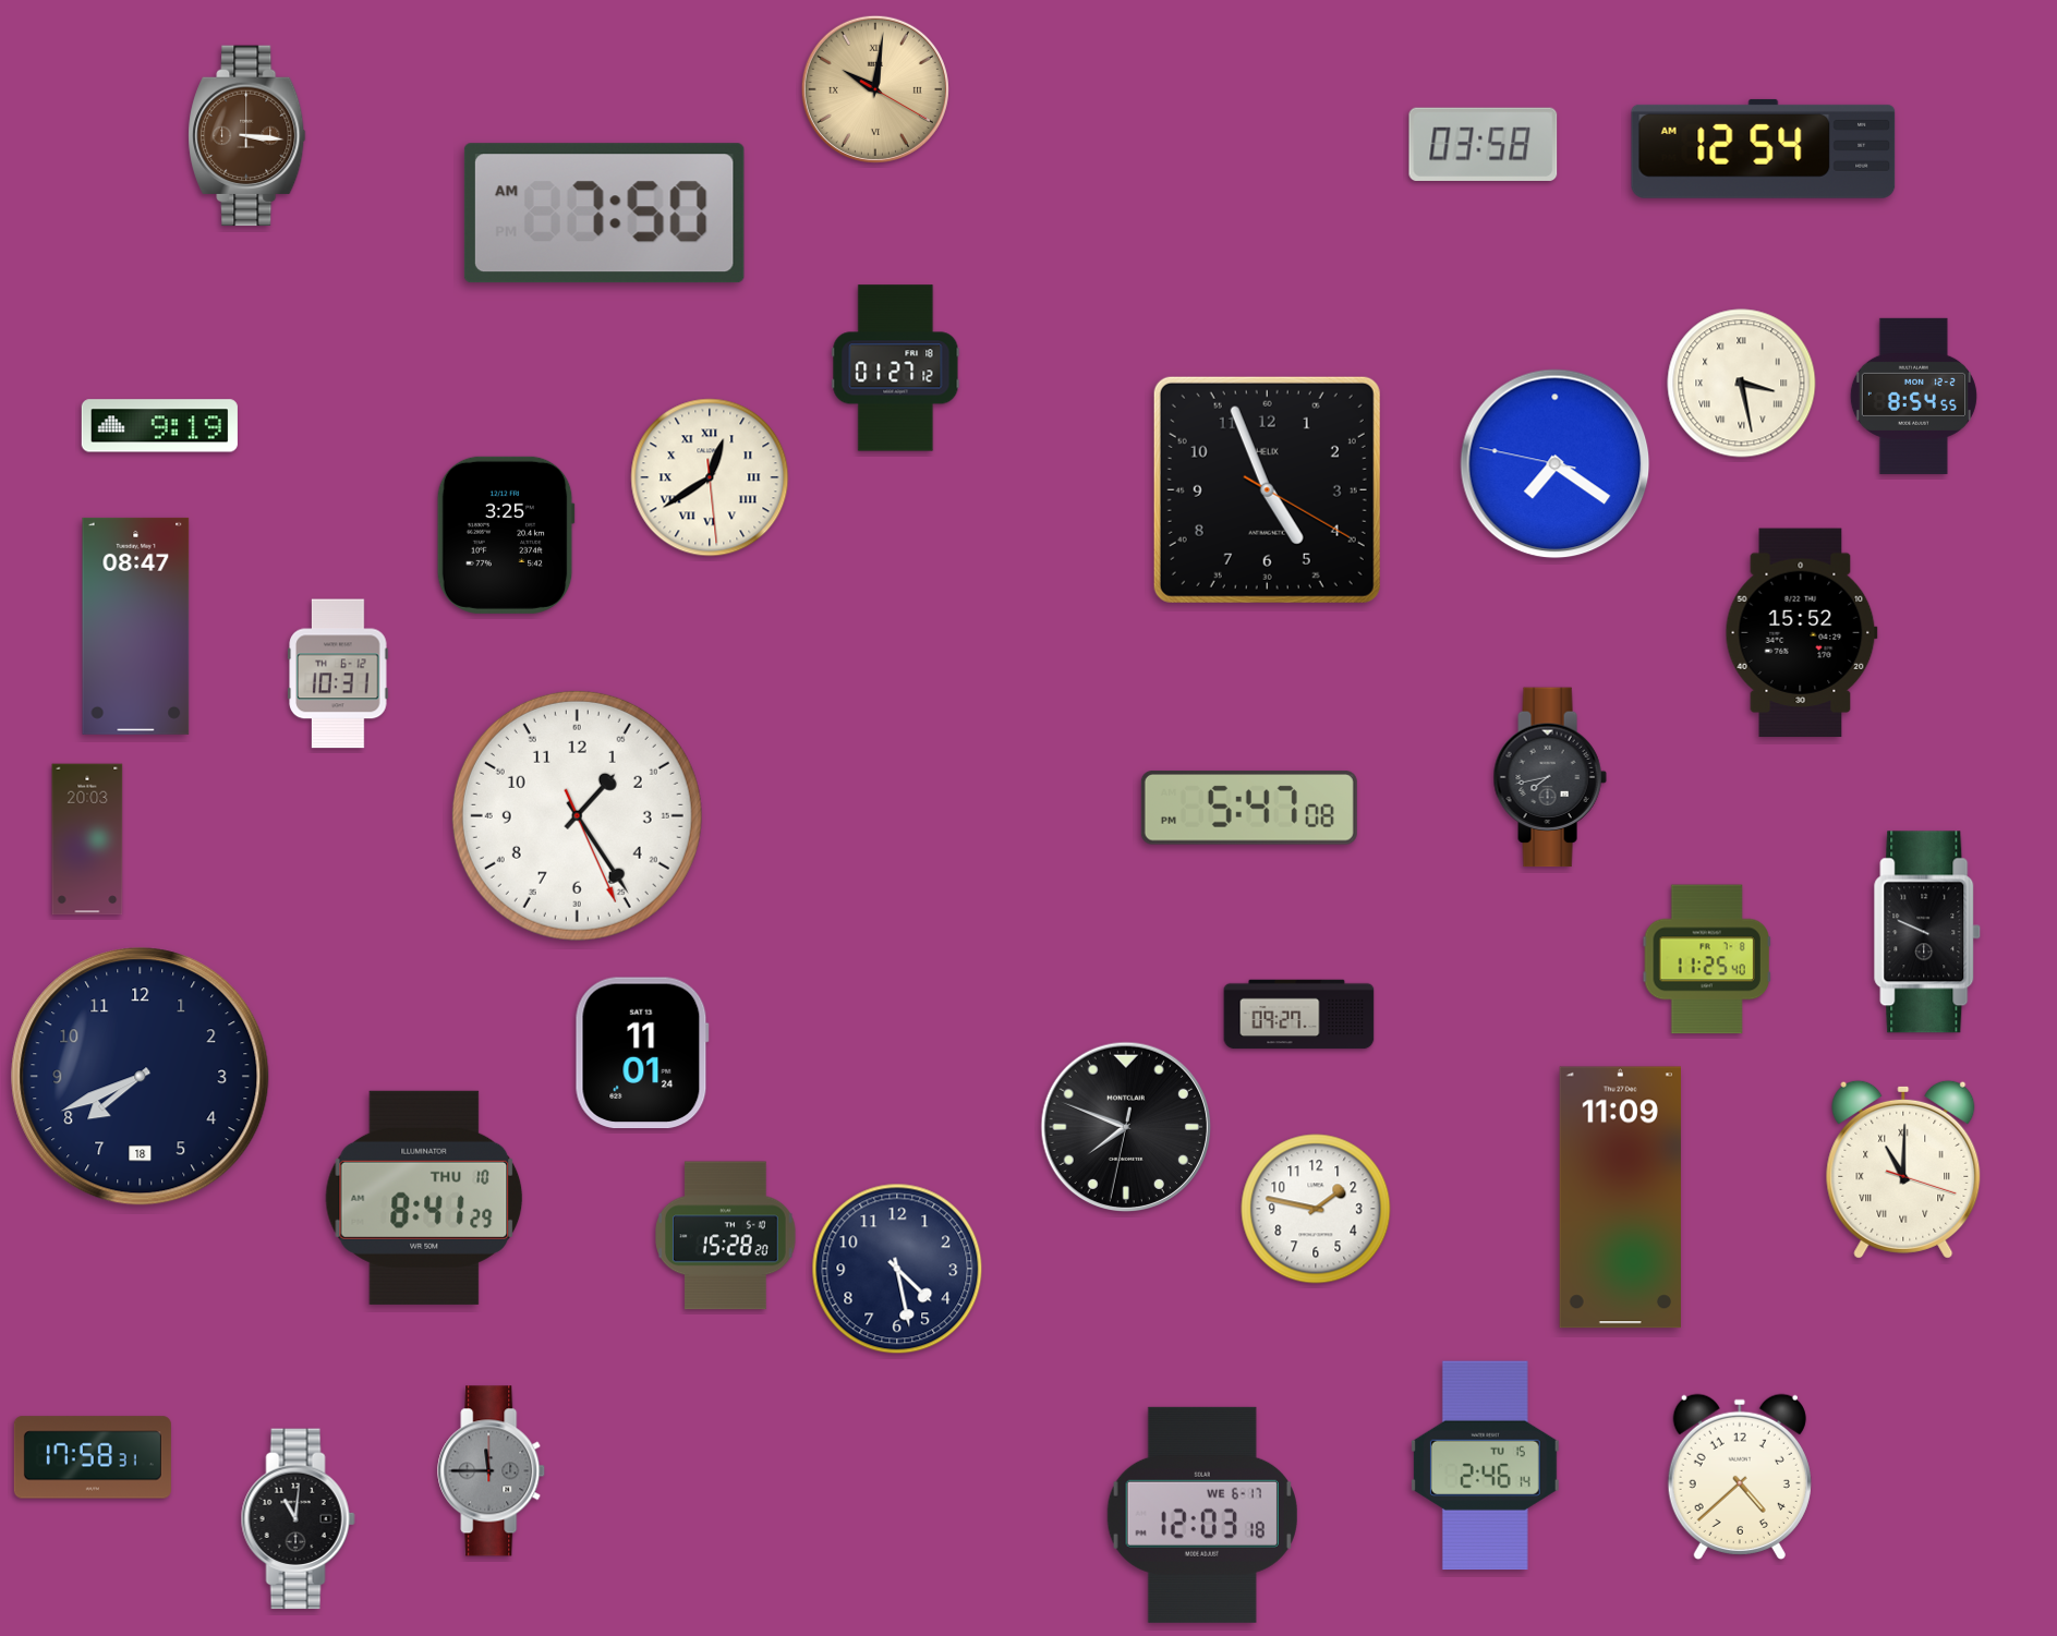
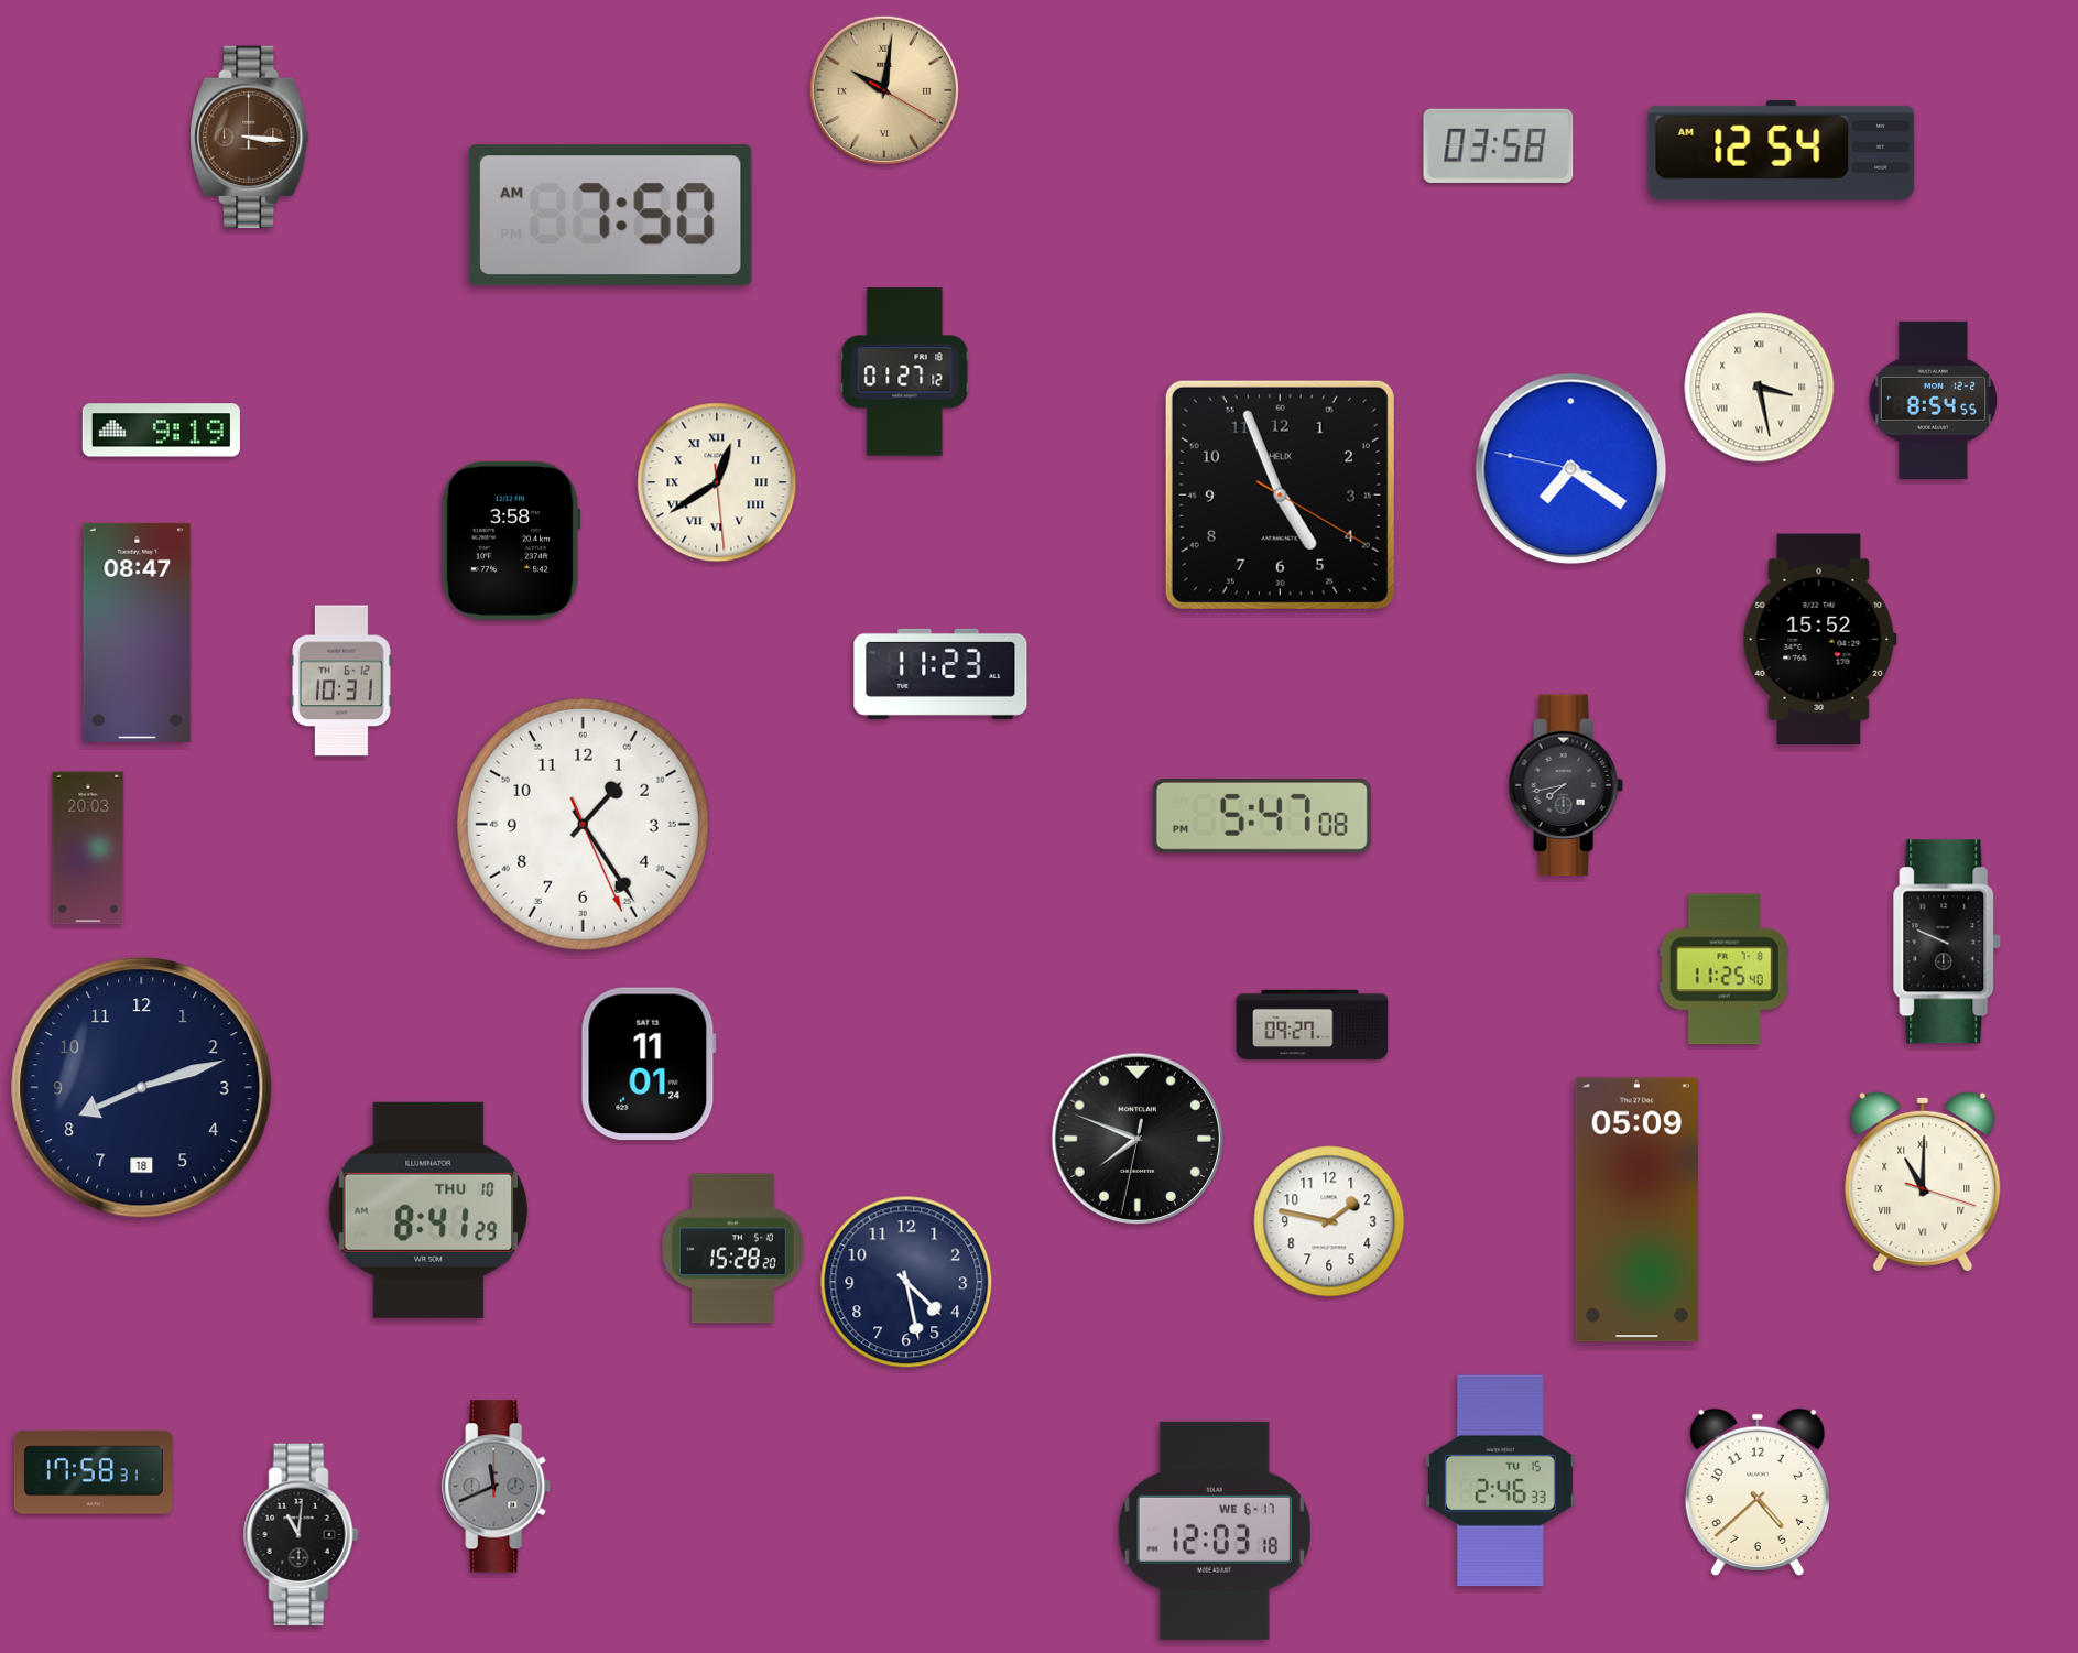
clock at (506, 535): 3:25 -> 3:58
clock at (940, 674): none -> 11:23
clock at (141, 1077): 7:41 -> 8:12
clock at (1620, 1198): 11:09 -> 05:09
clock at (1485, 1466): 2:46:14 -> 2:46:33
clock at (492, 1471): 11:45 -> 11:41
